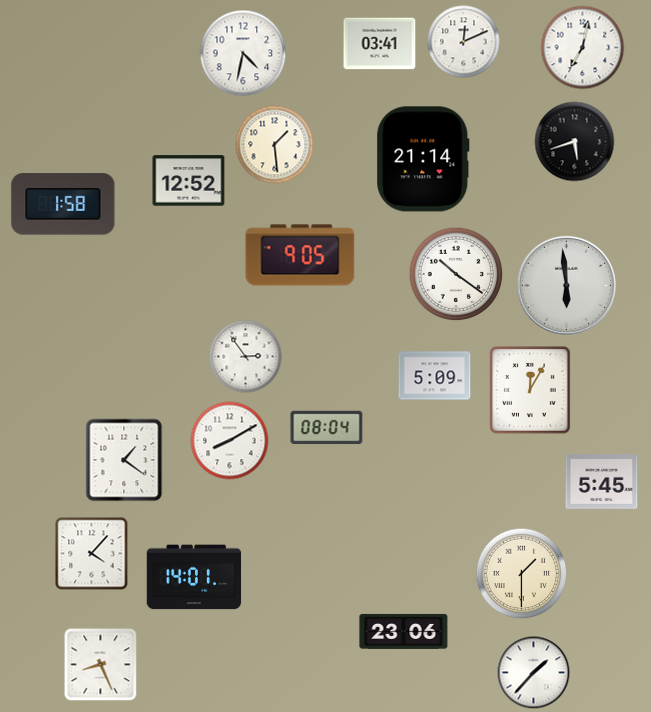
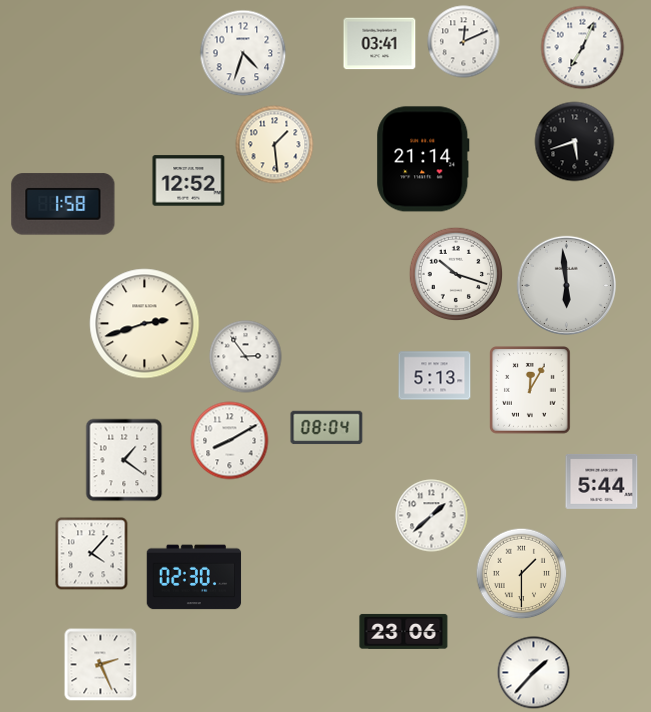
clock at (583, 48): 7:02 -> 7:04
clock at (243, 53): 4:32 -> 4:33
clock at (300, 255): 9:05 -> none
clock at (456, 274): 10:21 -> 10:18
clock at (145, 324): none -> 2:42
clock at (435, 376): 5:09 -> 5:13
clock at (602, 481): 5:45 -> 5:44
clock at (432, 516): none -> 1:38
clock at (194, 577): 14:01 -> 02:30
clock at (101, 665): 8:26 -> 2:26
